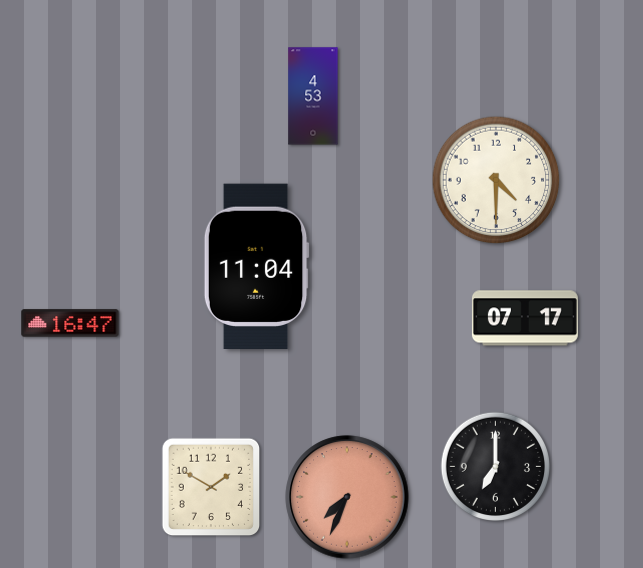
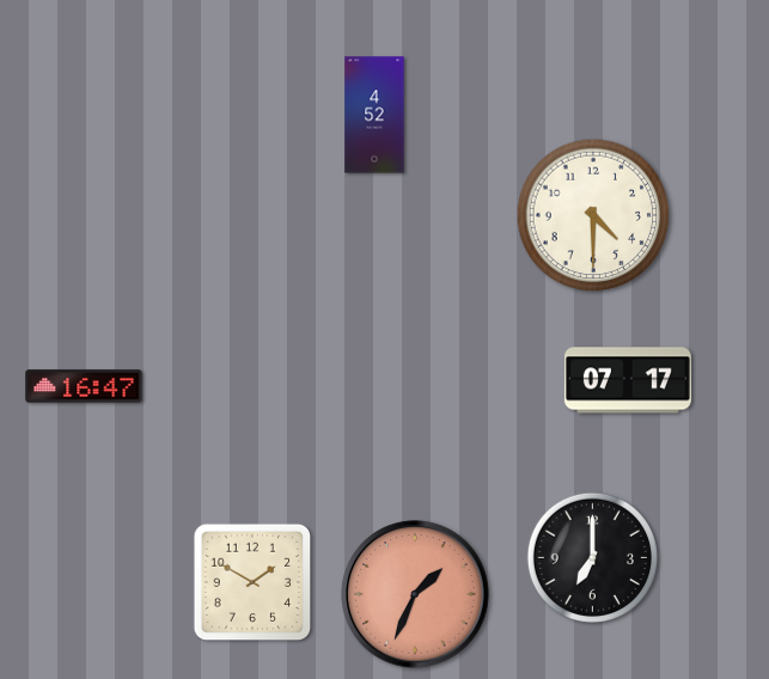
clock at (313, 96): 4:53 -> 4:52
clock at (256, 266): 11:04 -> none
clock at (347, 497): 7:34 -> 1:34
